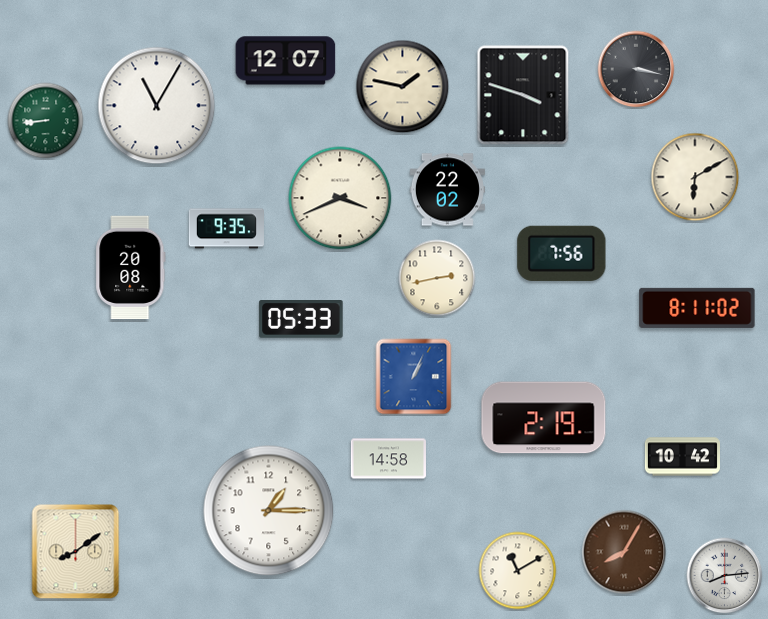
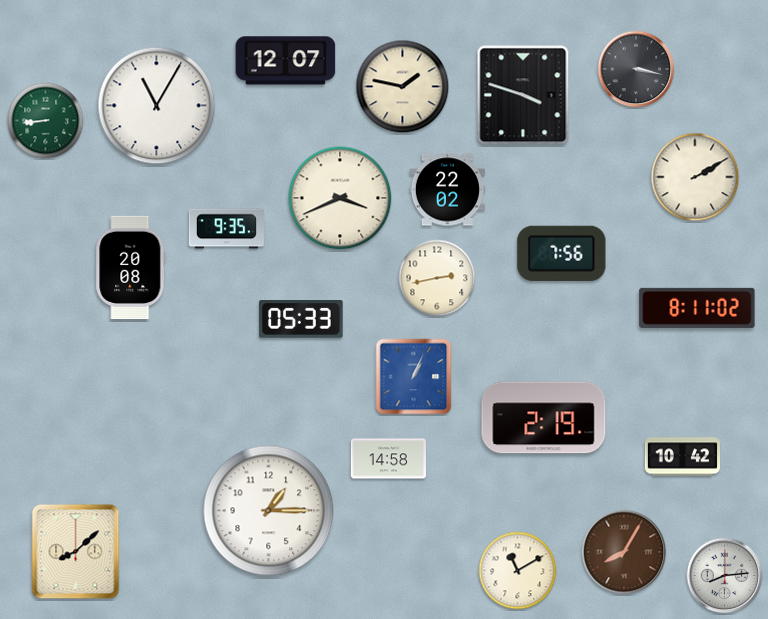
clock at (695, 177): 6:10 -> 2:10
clock at (76, 552): 8:09 -> 8:08
